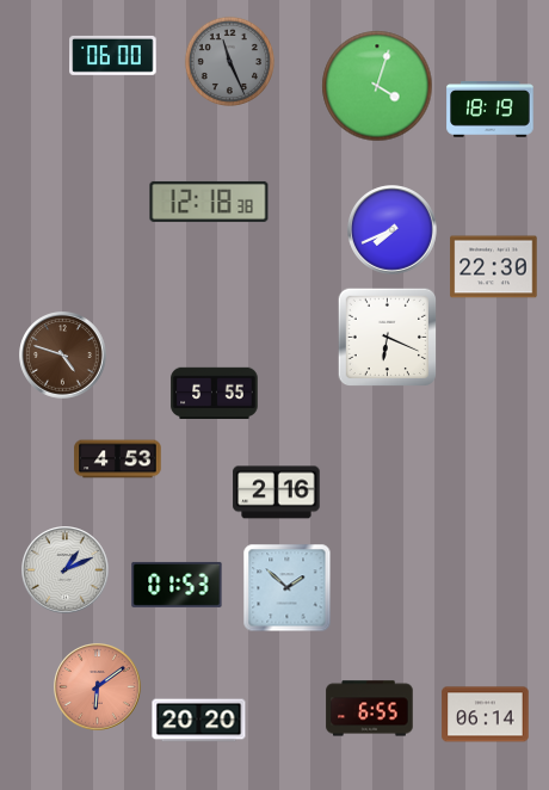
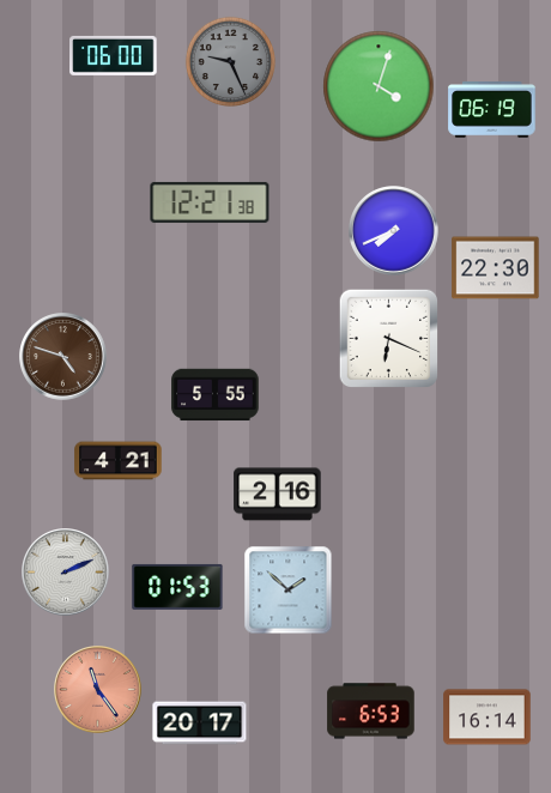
clock at (229, 61): 11:26 -> 9:26
clock at (491, 110): 18:19 -> 06:19
clock at (209, 202): 12:18 -> 12:21
clock at (118, 459): 4:53 -> 4:21
clock at (66, 570): 1:11 -> 2:11
clock at (98, 687): 6:09 -> 11:24
clock at (370, 709): 6:55 -> 6:53
clock at (486, 715): 06:14 -> 16:14
clock at (199, 721): 20:20 -> 20:17
